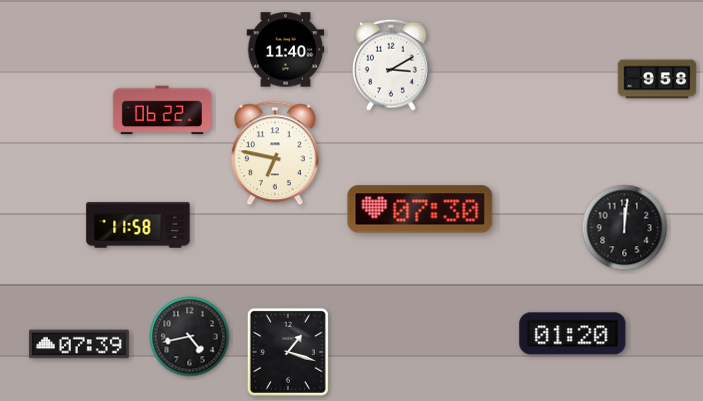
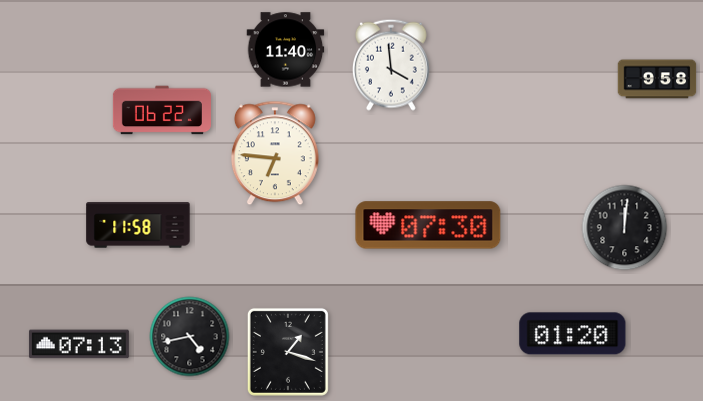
clock at (391, 65): 3:10 -> 3:59
clock at (275, 153): 6:47 -> 6:46
clock at (420, 209) position: (420, 209) -> (428, 225)
clock at (79, 344): 07:39 -> 07:13
